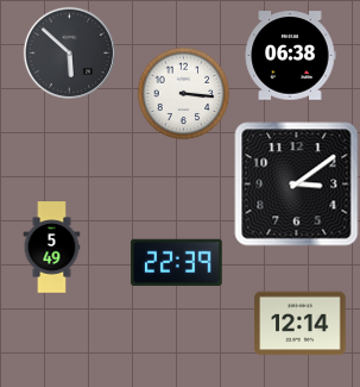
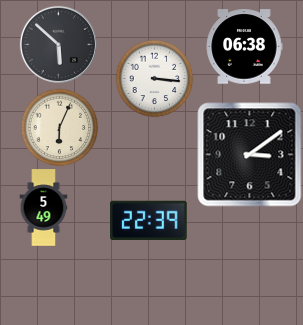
clock at (59, 127): none -> 6:04
clock at (301, 324): 12:14 -> none
